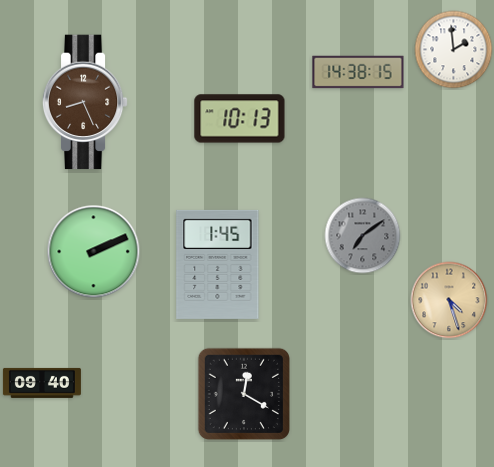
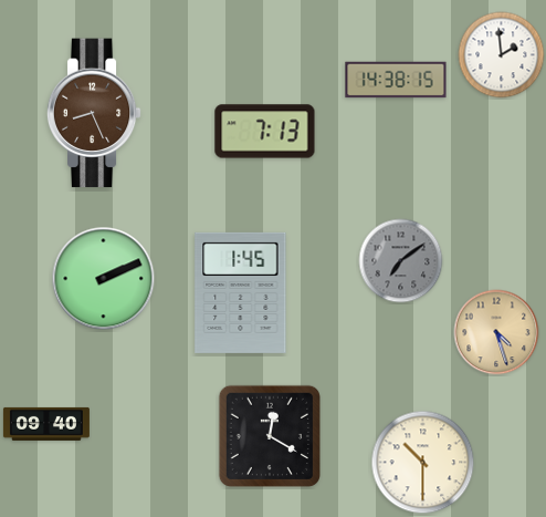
clock at (240, 119): 10:13 -> 7:13
clock at (423, 463): none -> 10:30
